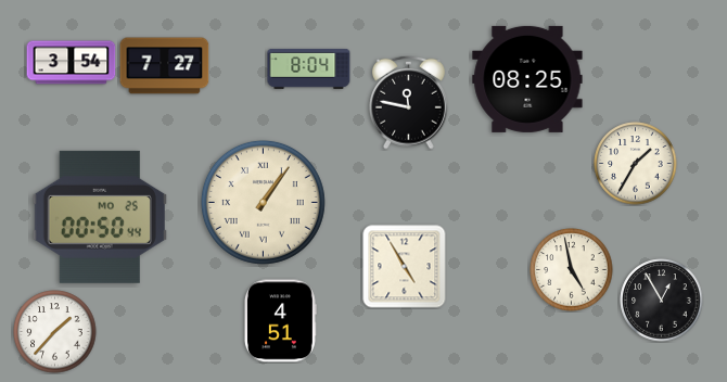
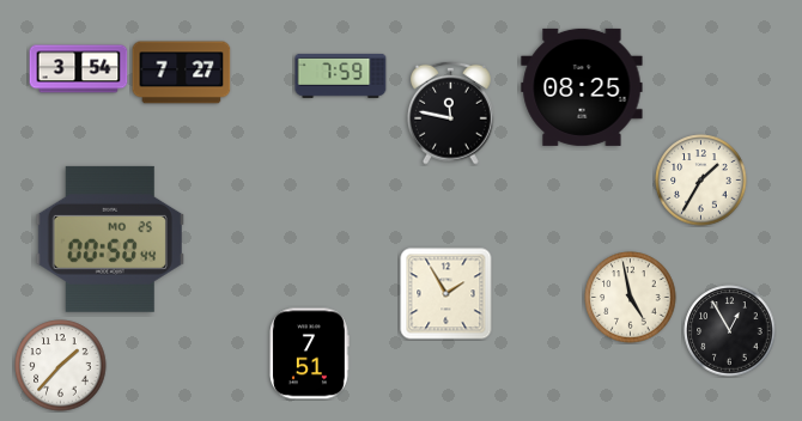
clock at (309, 68): 8:04 -> 7:59
clock at (263, 202): 1:06 -> none
clock at (405, 267): 4:55 -> 1:55
clock at (280, 321): 4:51 -> 7:51
